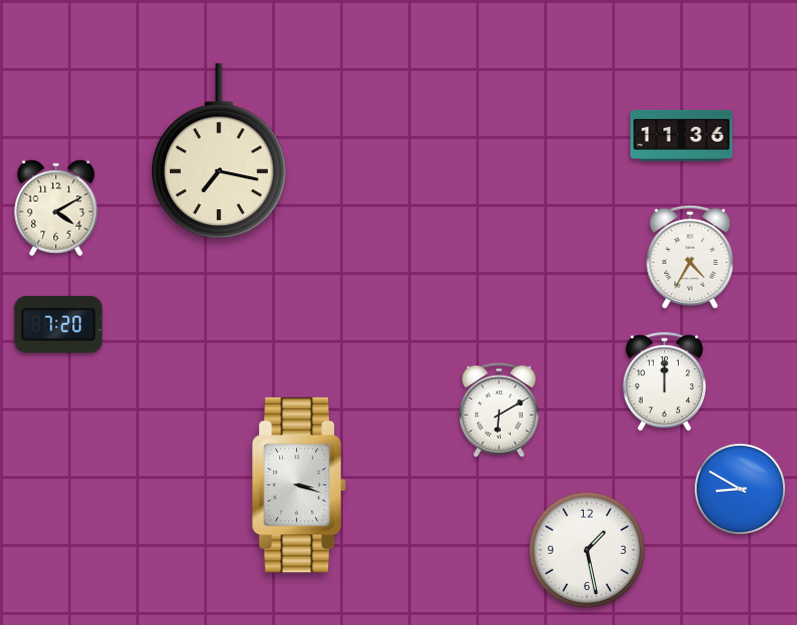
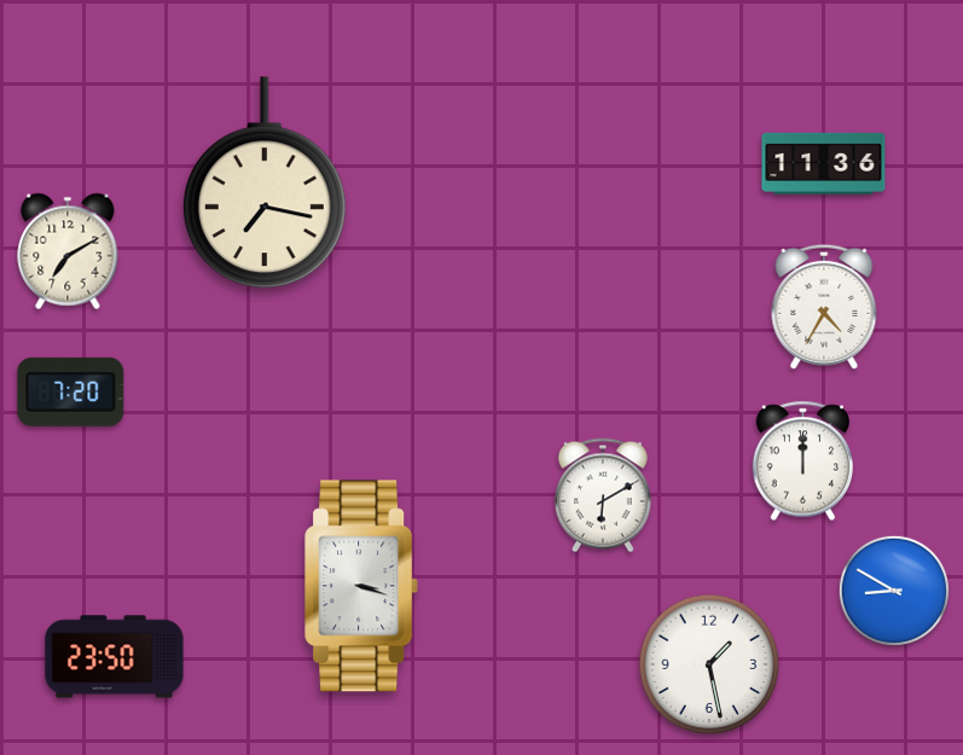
clock at (56, 208): 4:10 -> 7:10
clock at (690, 257) position: (690, 257) -> (824, 307)
clock at (115, 657): none -> 23:50
